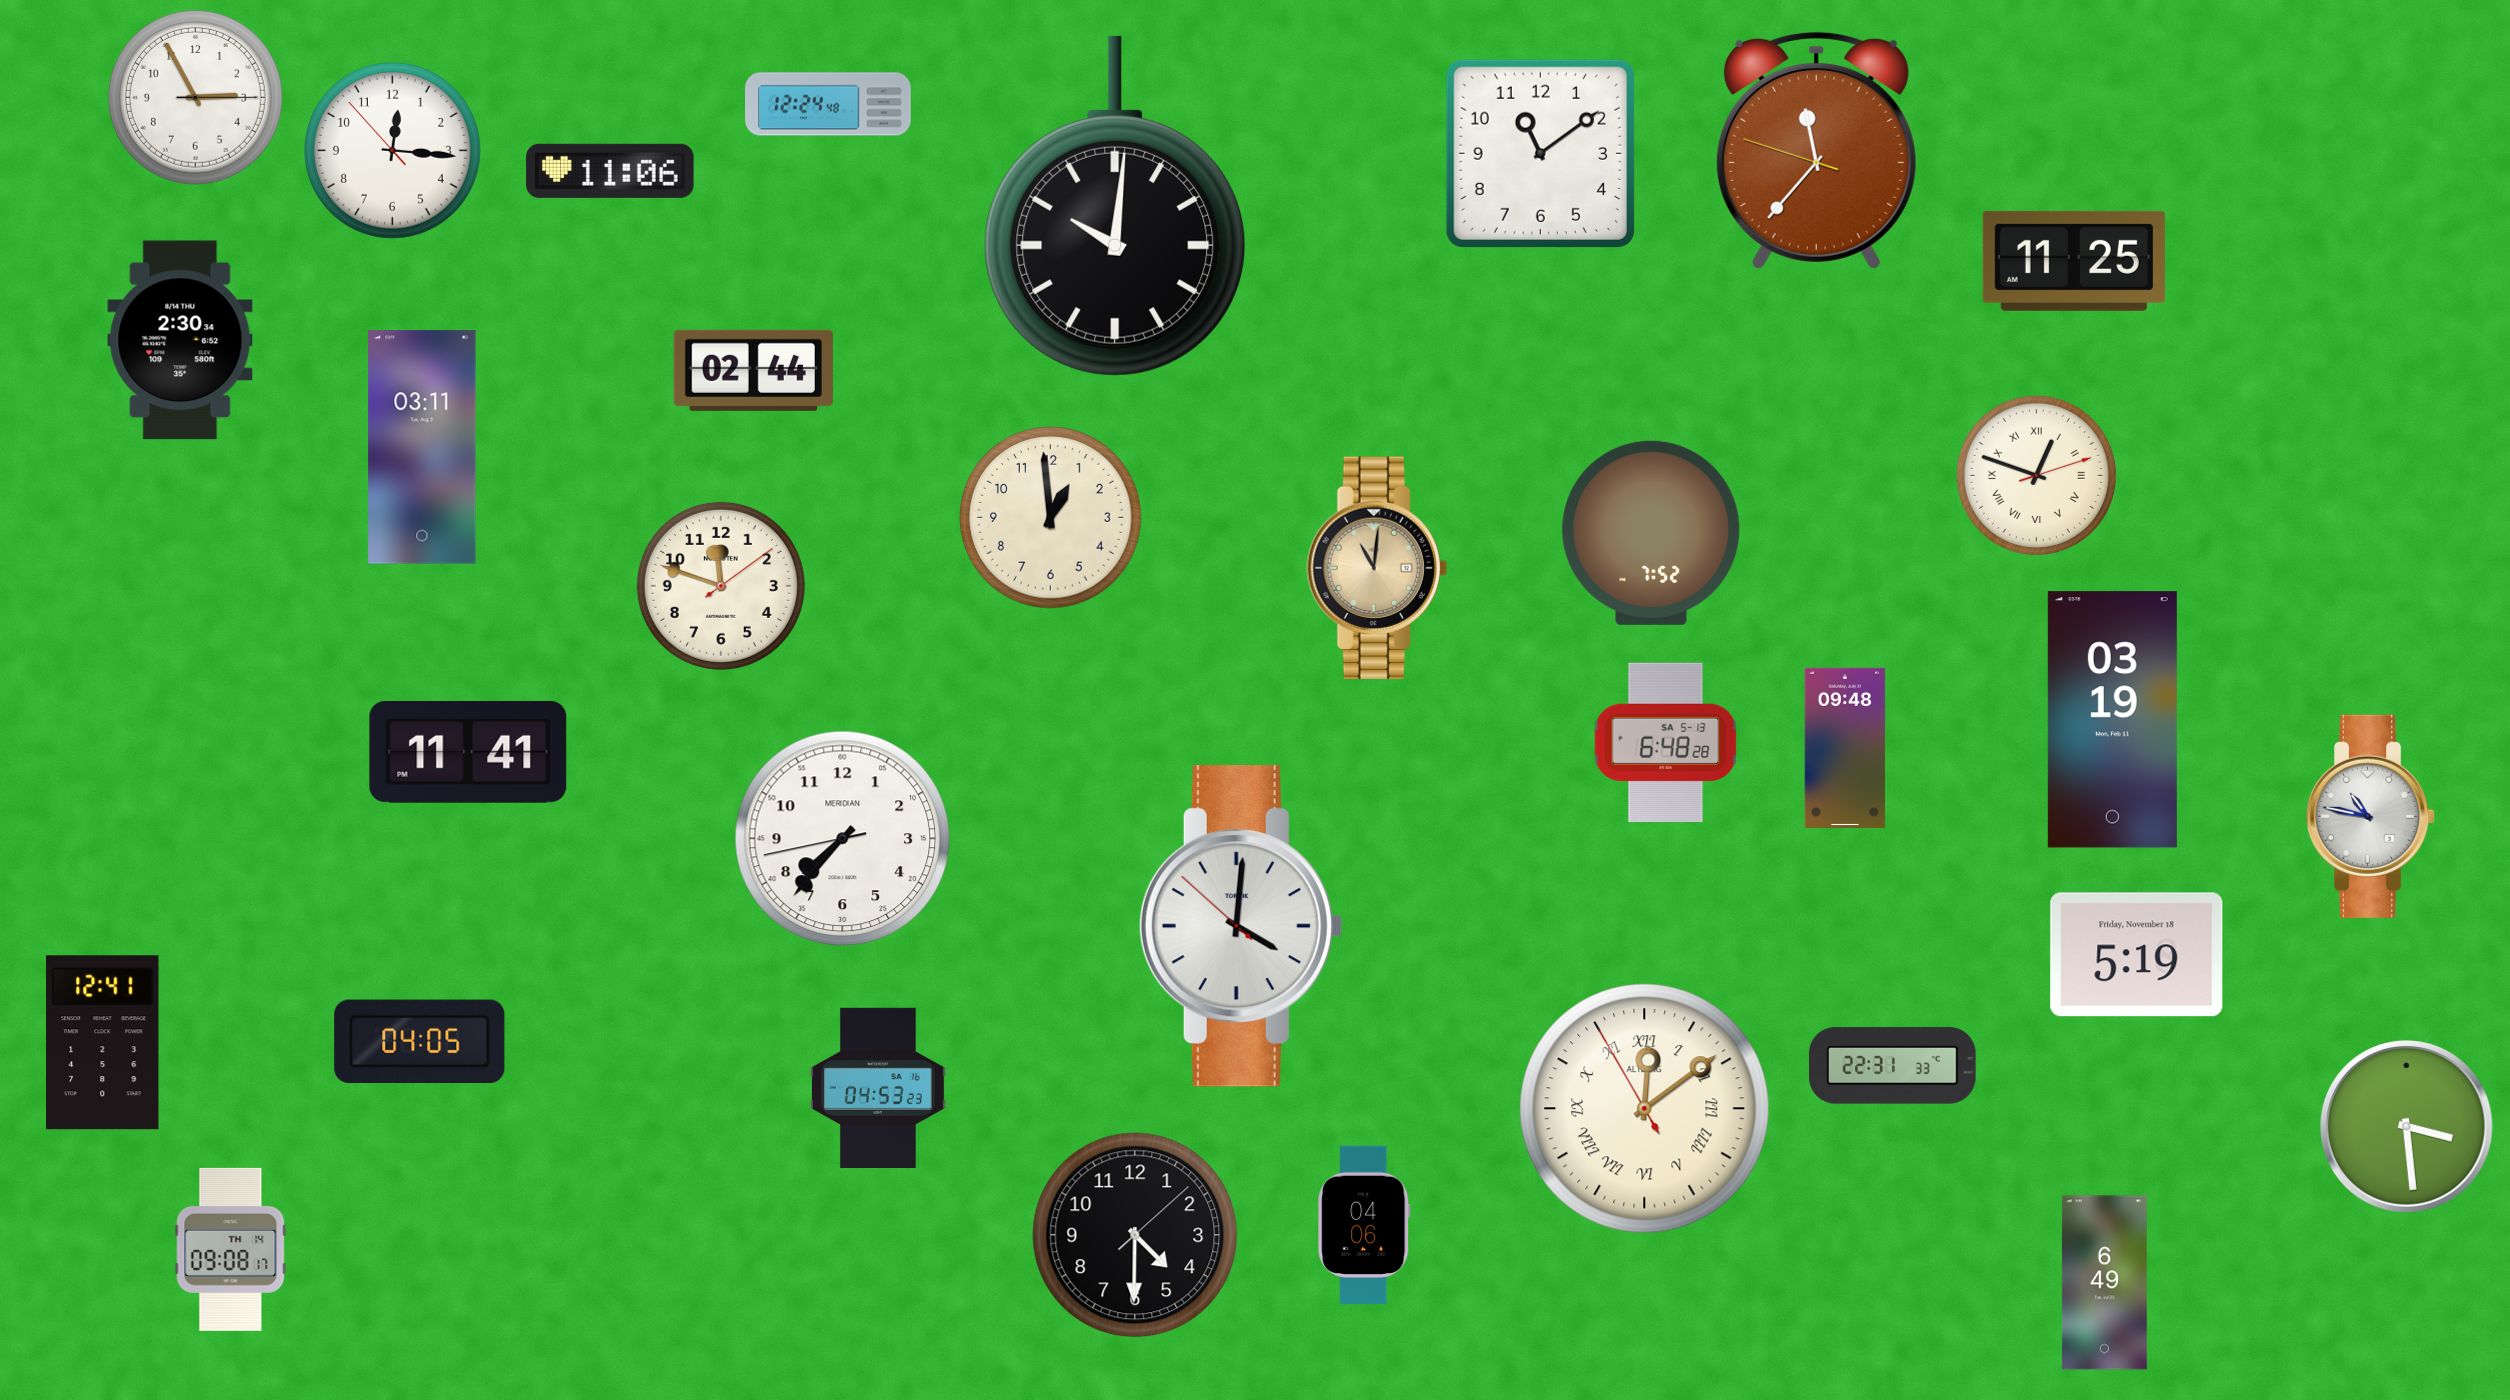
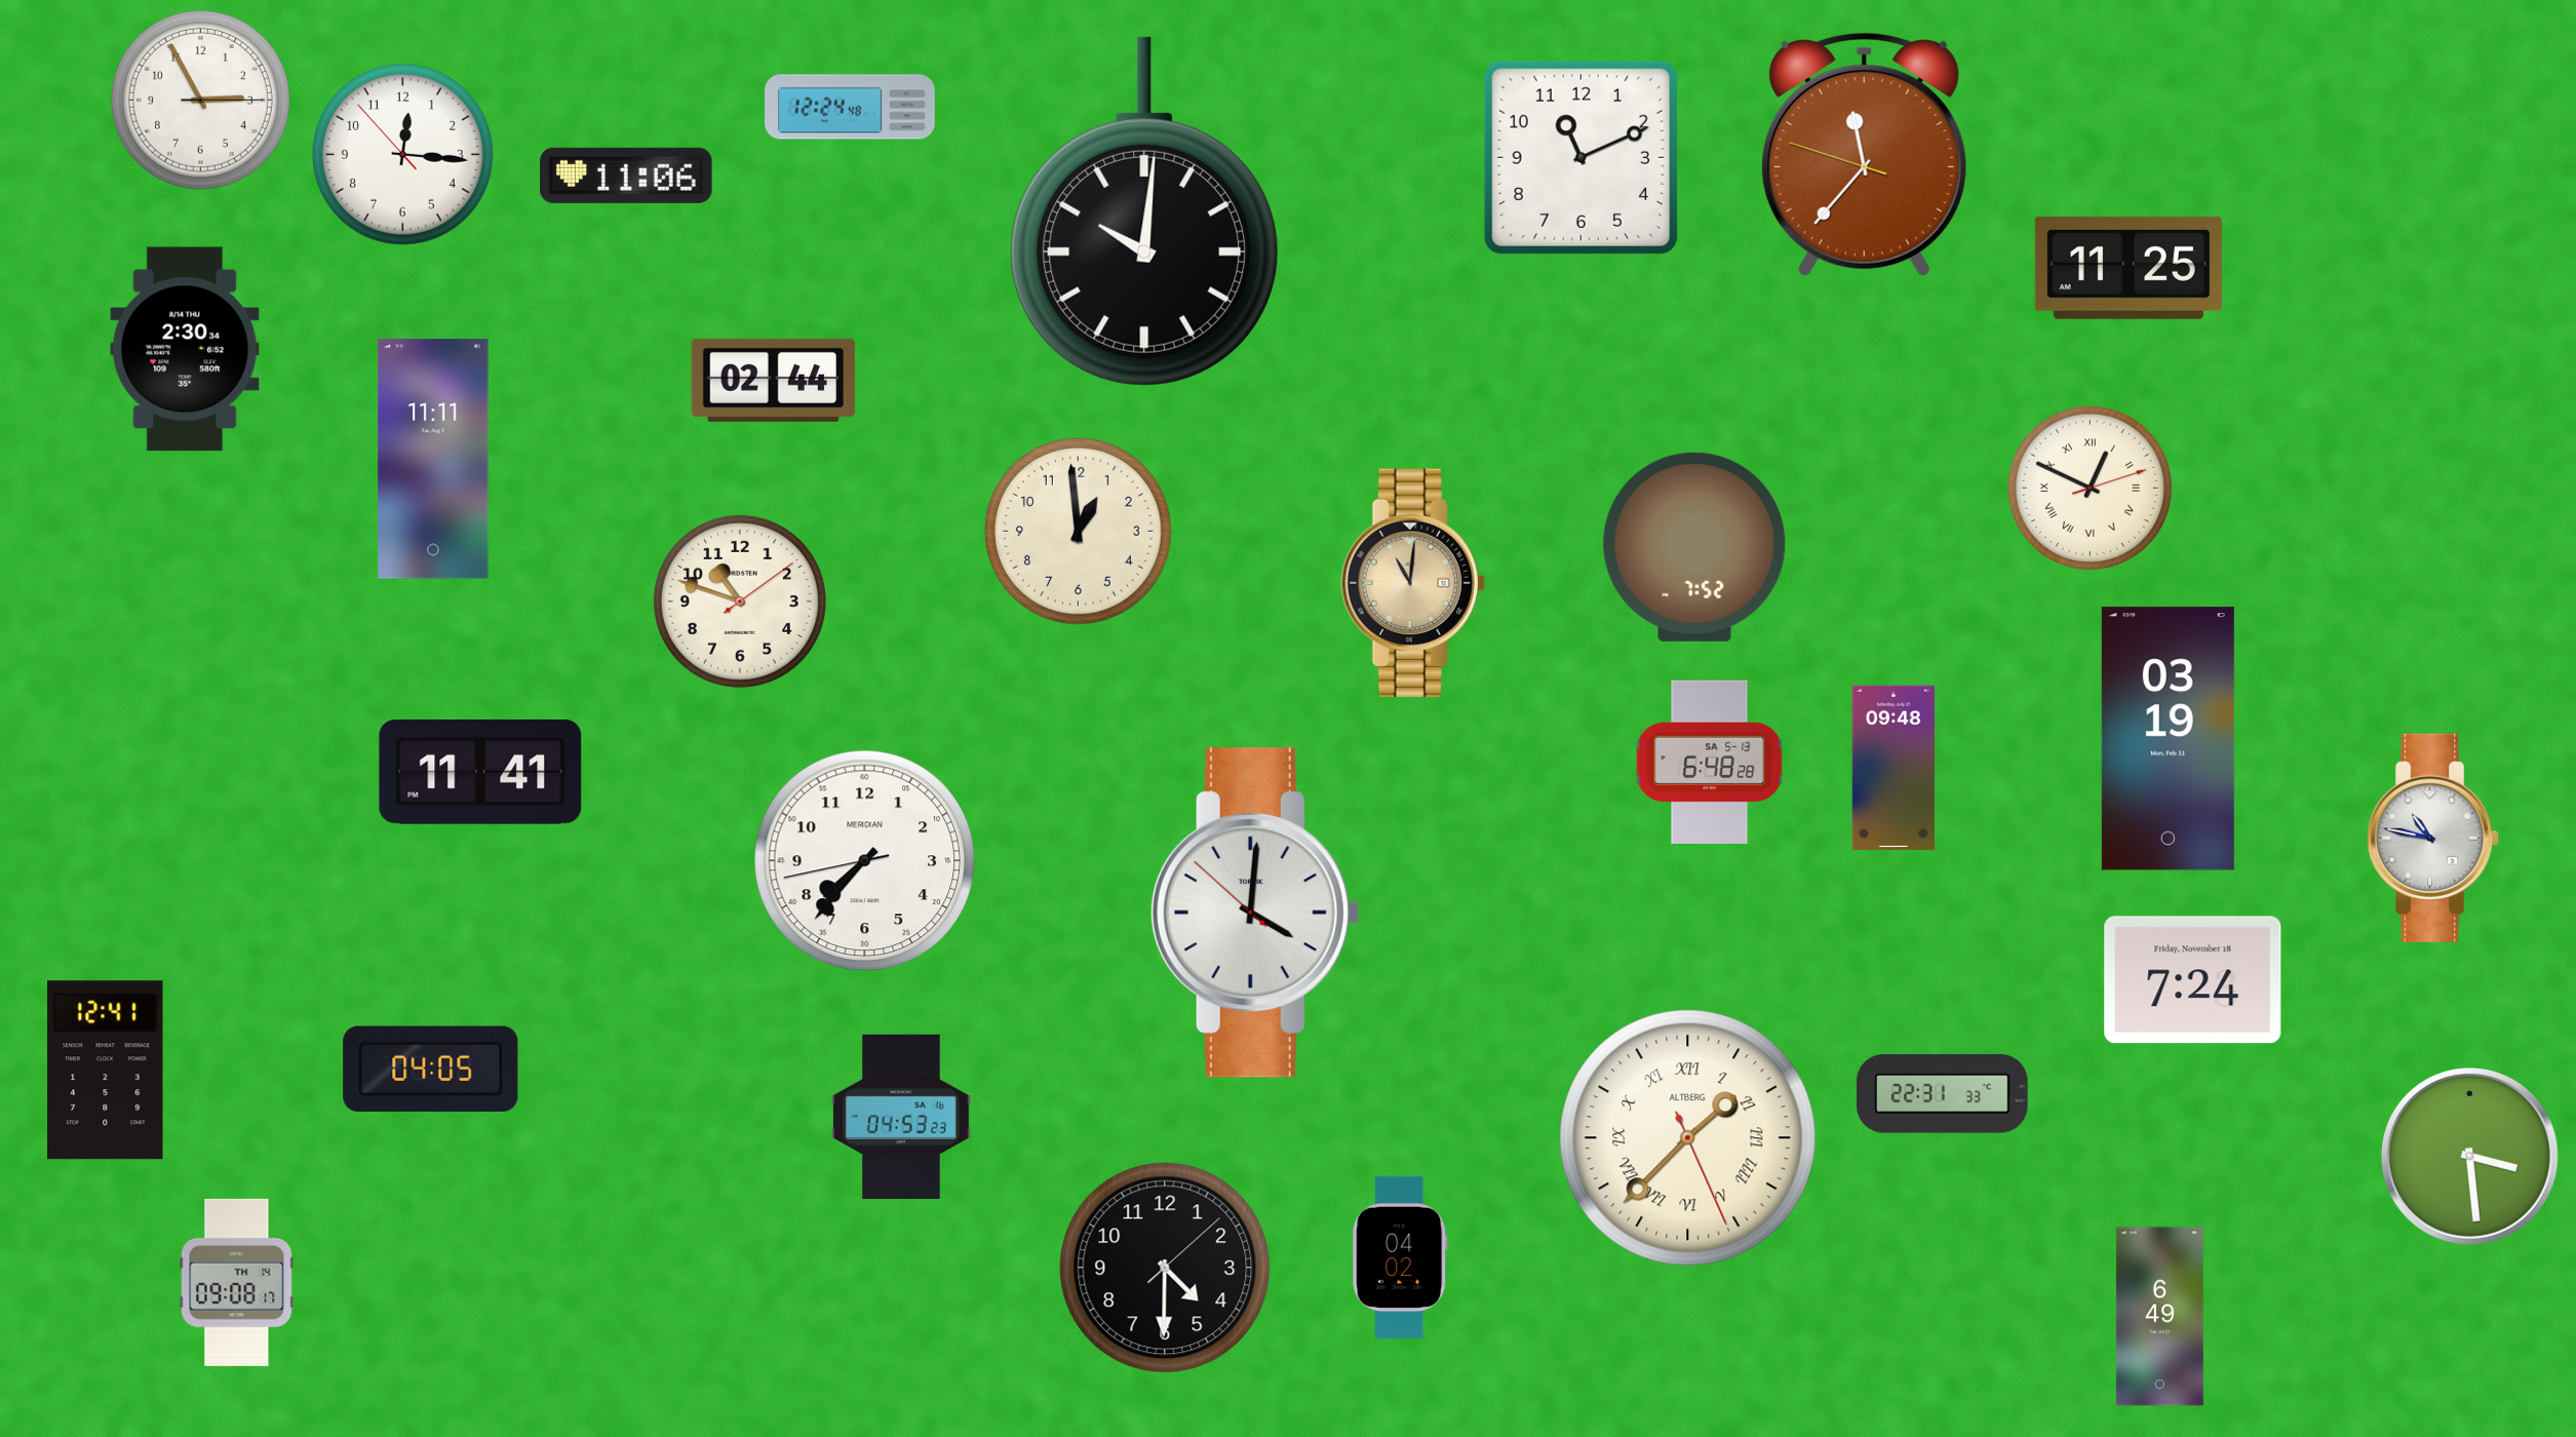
clock at (1540, 153): 11:09 -> 11:11
clock at (422, 447): 03:11 -> 11:11
clock at (2036, 475): 12:48 -> 12:49
clock at (721, 586): 11:48 -> 10:48
clock at (1240, 926) position: (1240, 926) -> (1254, 912)
clock at (2137, 955): 5:19 -> 7:24
clock at (1645, 1109): 12:08 -> 1:37
clock at (1364, 1225): 04:06 -> 04:02
